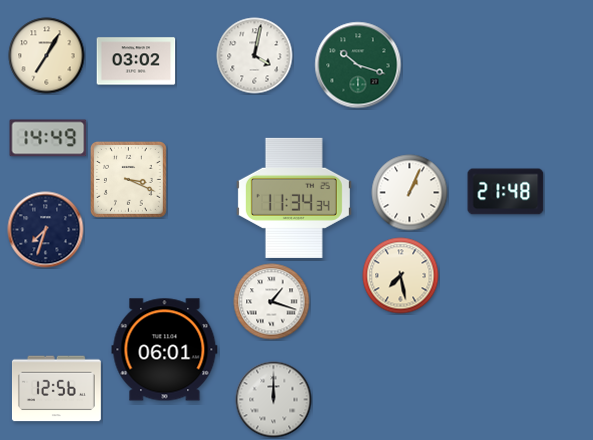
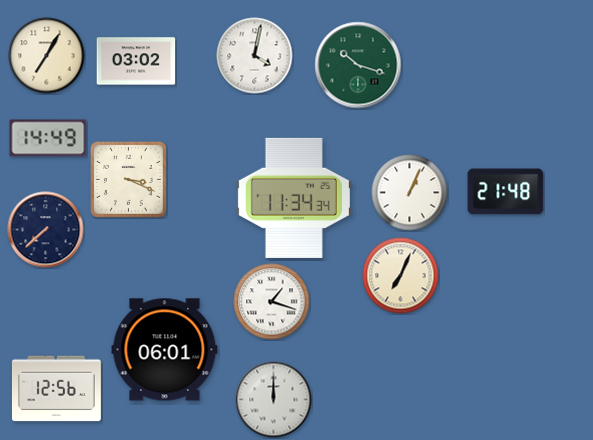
clock at (46, 230): 7:33 -> 7:38
clock at (401, 276): 7:28 -> 7:04
